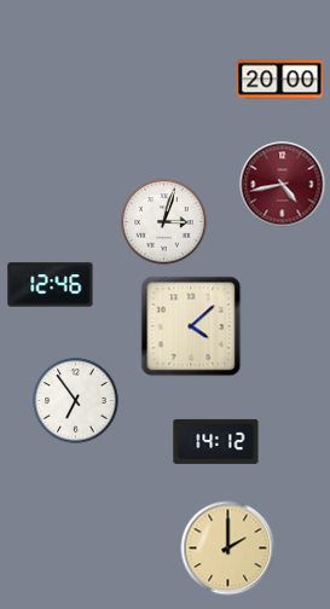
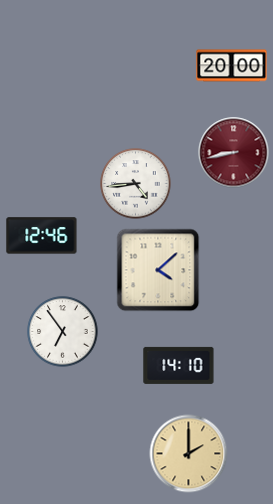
clock at (283, 185): 4:43 -> 8:43
clock at (164, 222): 3:03 -> 4:44
clock at (216, 441): 14:12 -> 14:10
